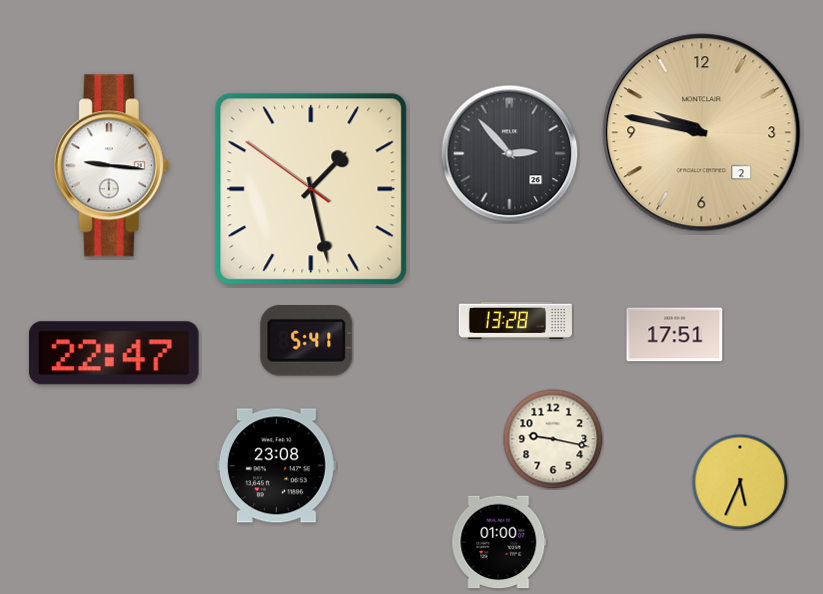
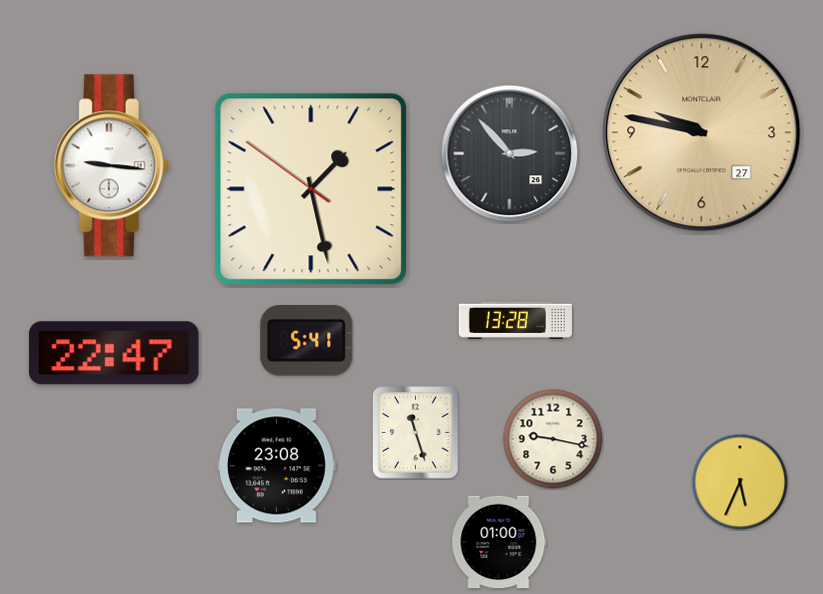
clock at (702, 133) date: 2 -> 27
clock at (675, 335): 17:51 -> none
clock at (416, 433): none -> 11:27
